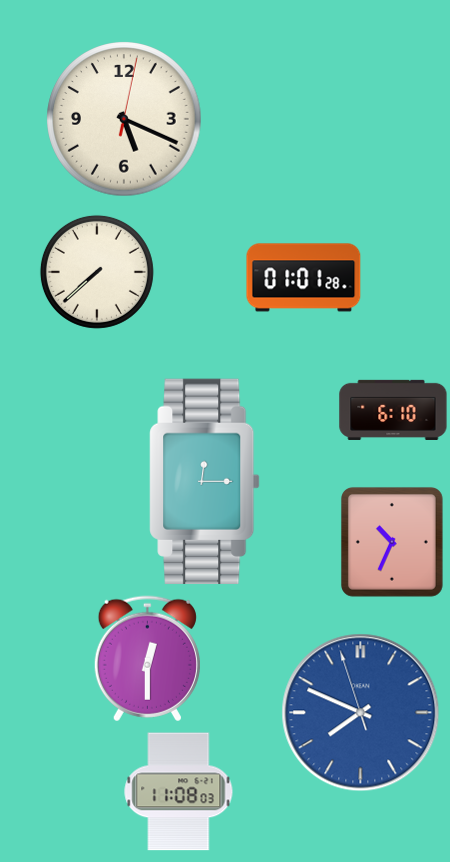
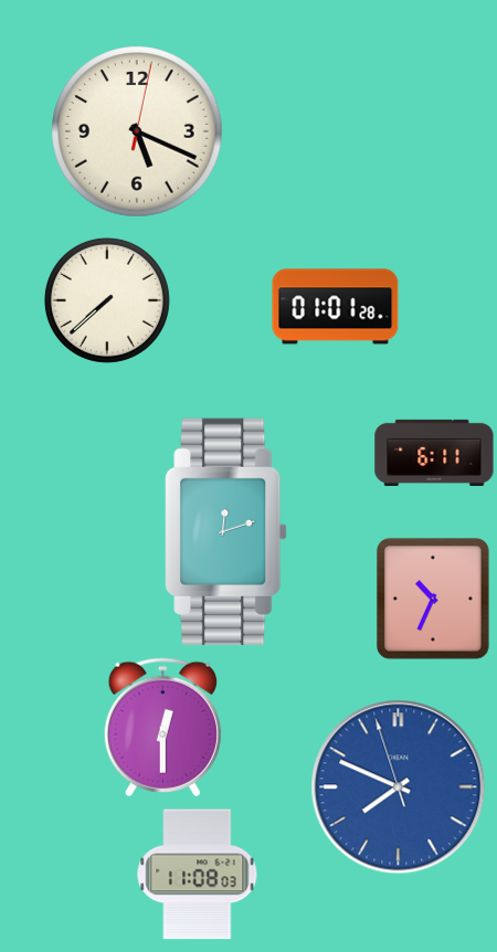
clock at (393, 410): 6:10 -> 6:11
clock at (205, 481): 12:15 -> 12:12
